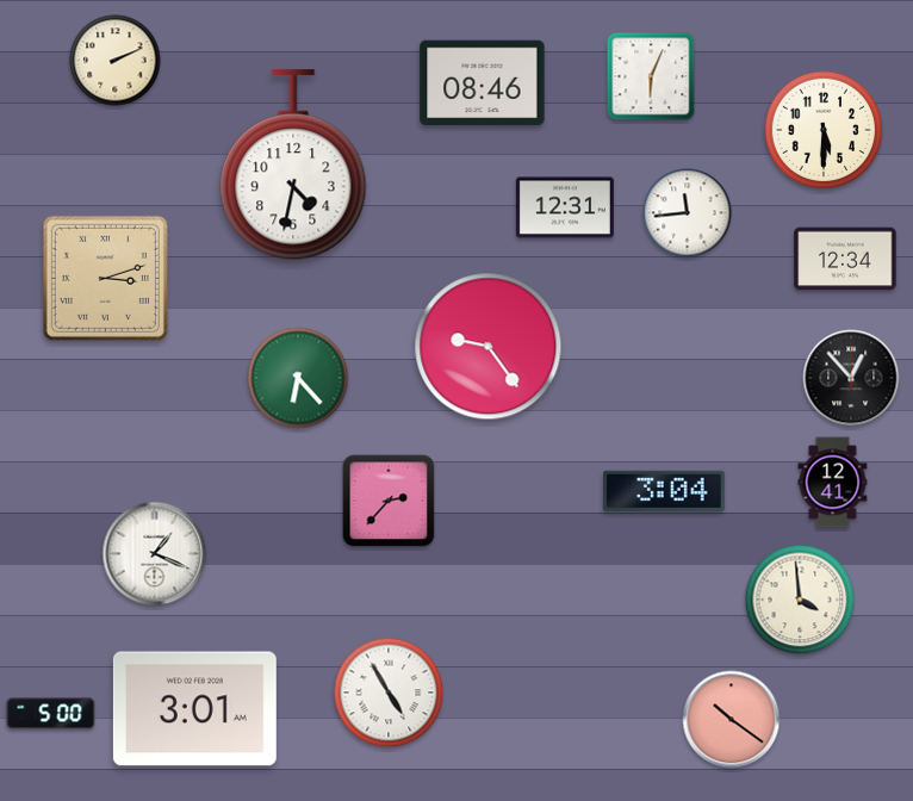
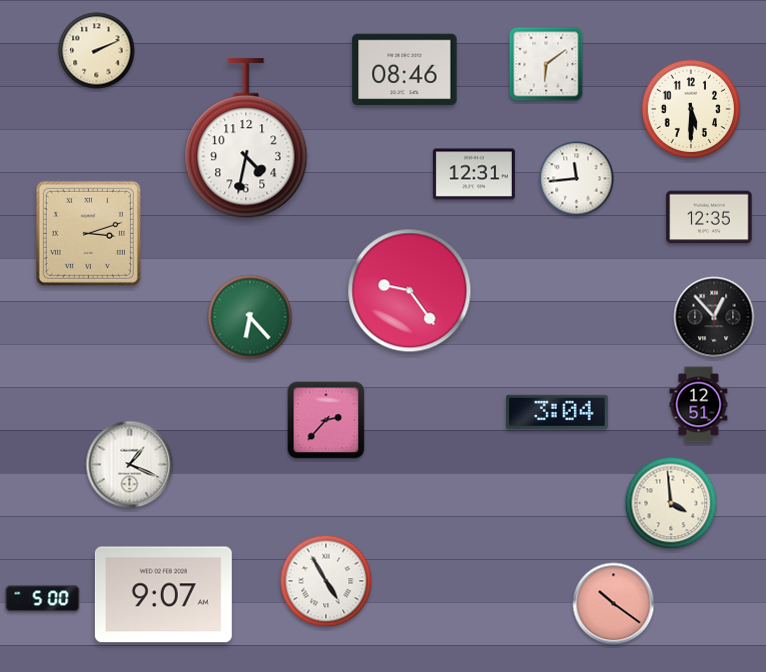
clock at (651, 76): 6:04 -> 6:09
clock at (845, 259): 12:34 -> 12:35
clock at (833, 483): 12:41 -> 12:51
clock at (194, 709): 3:01 -> 9:07
